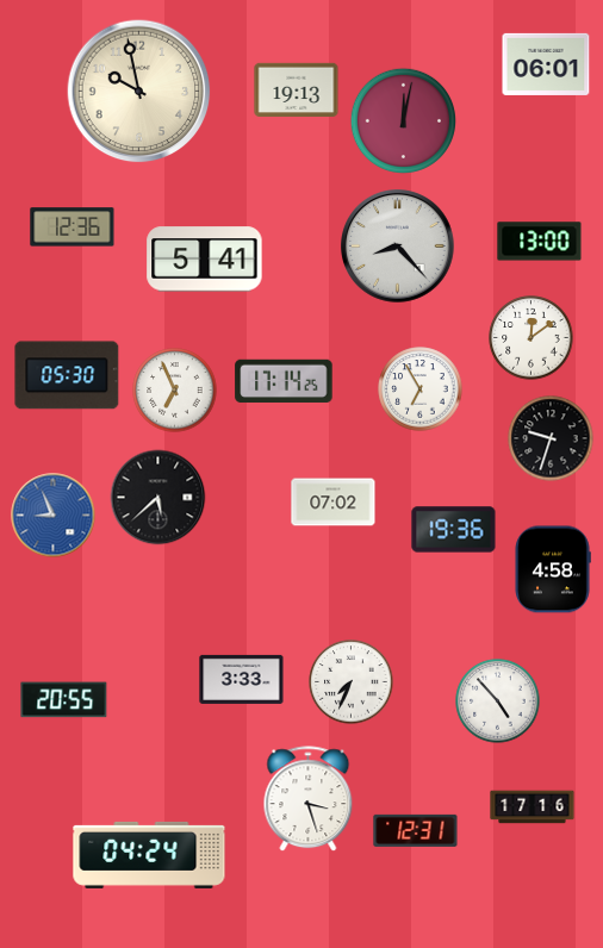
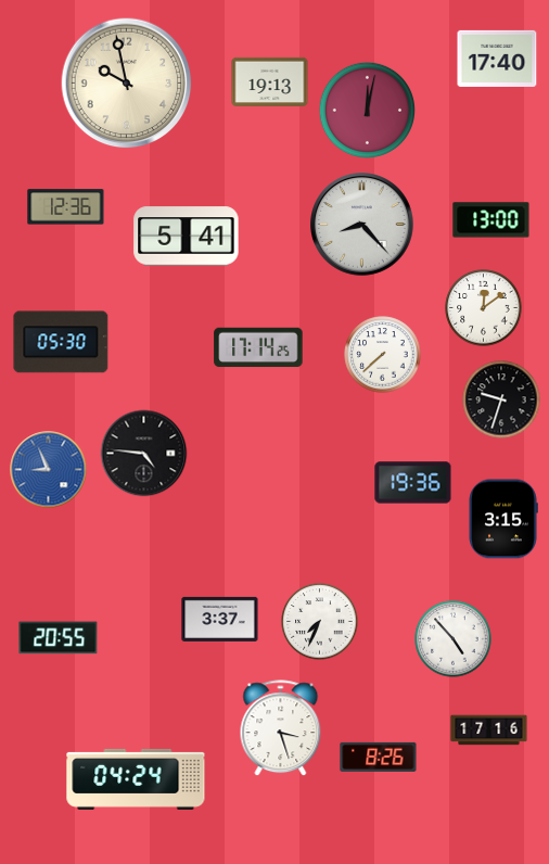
clock at (546, 64): 06:01 -> 17:40
clock at (421, 389): 6:55 -> 7:38
clock at (175, 391): 6:56 -> none
clock at (158, 498): 5:38 -> 4:46
clock at (334, 503): 07:02 -> none
clock at (553, 569): 4:58 -> 3:15
clock at (242, 679): 3:33 -> 3:37
clock at (533, 807) position: (533, 807) -> (489, 730)
clock at (416, 830): 12:31 -> 8:26
